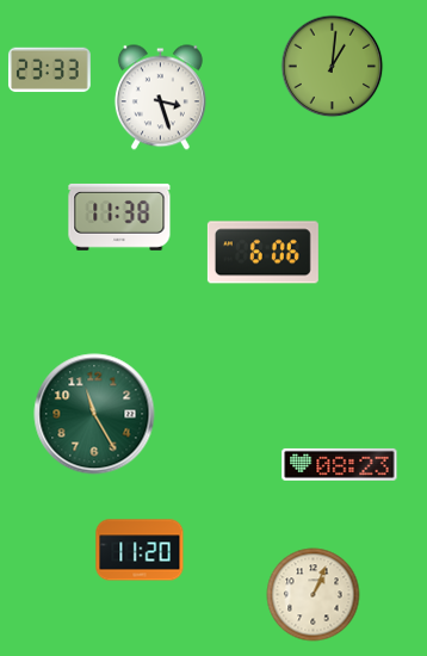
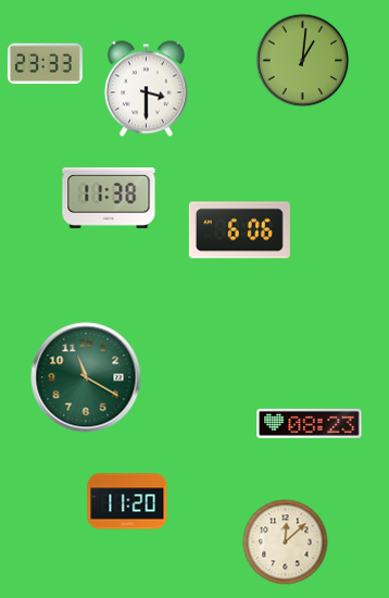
clock at (160, 98): 3:27 -> 3:30
clock at (94, 414): 11:25 -> 11:20
clock at (314, 595): 1:04 -> 12:08
